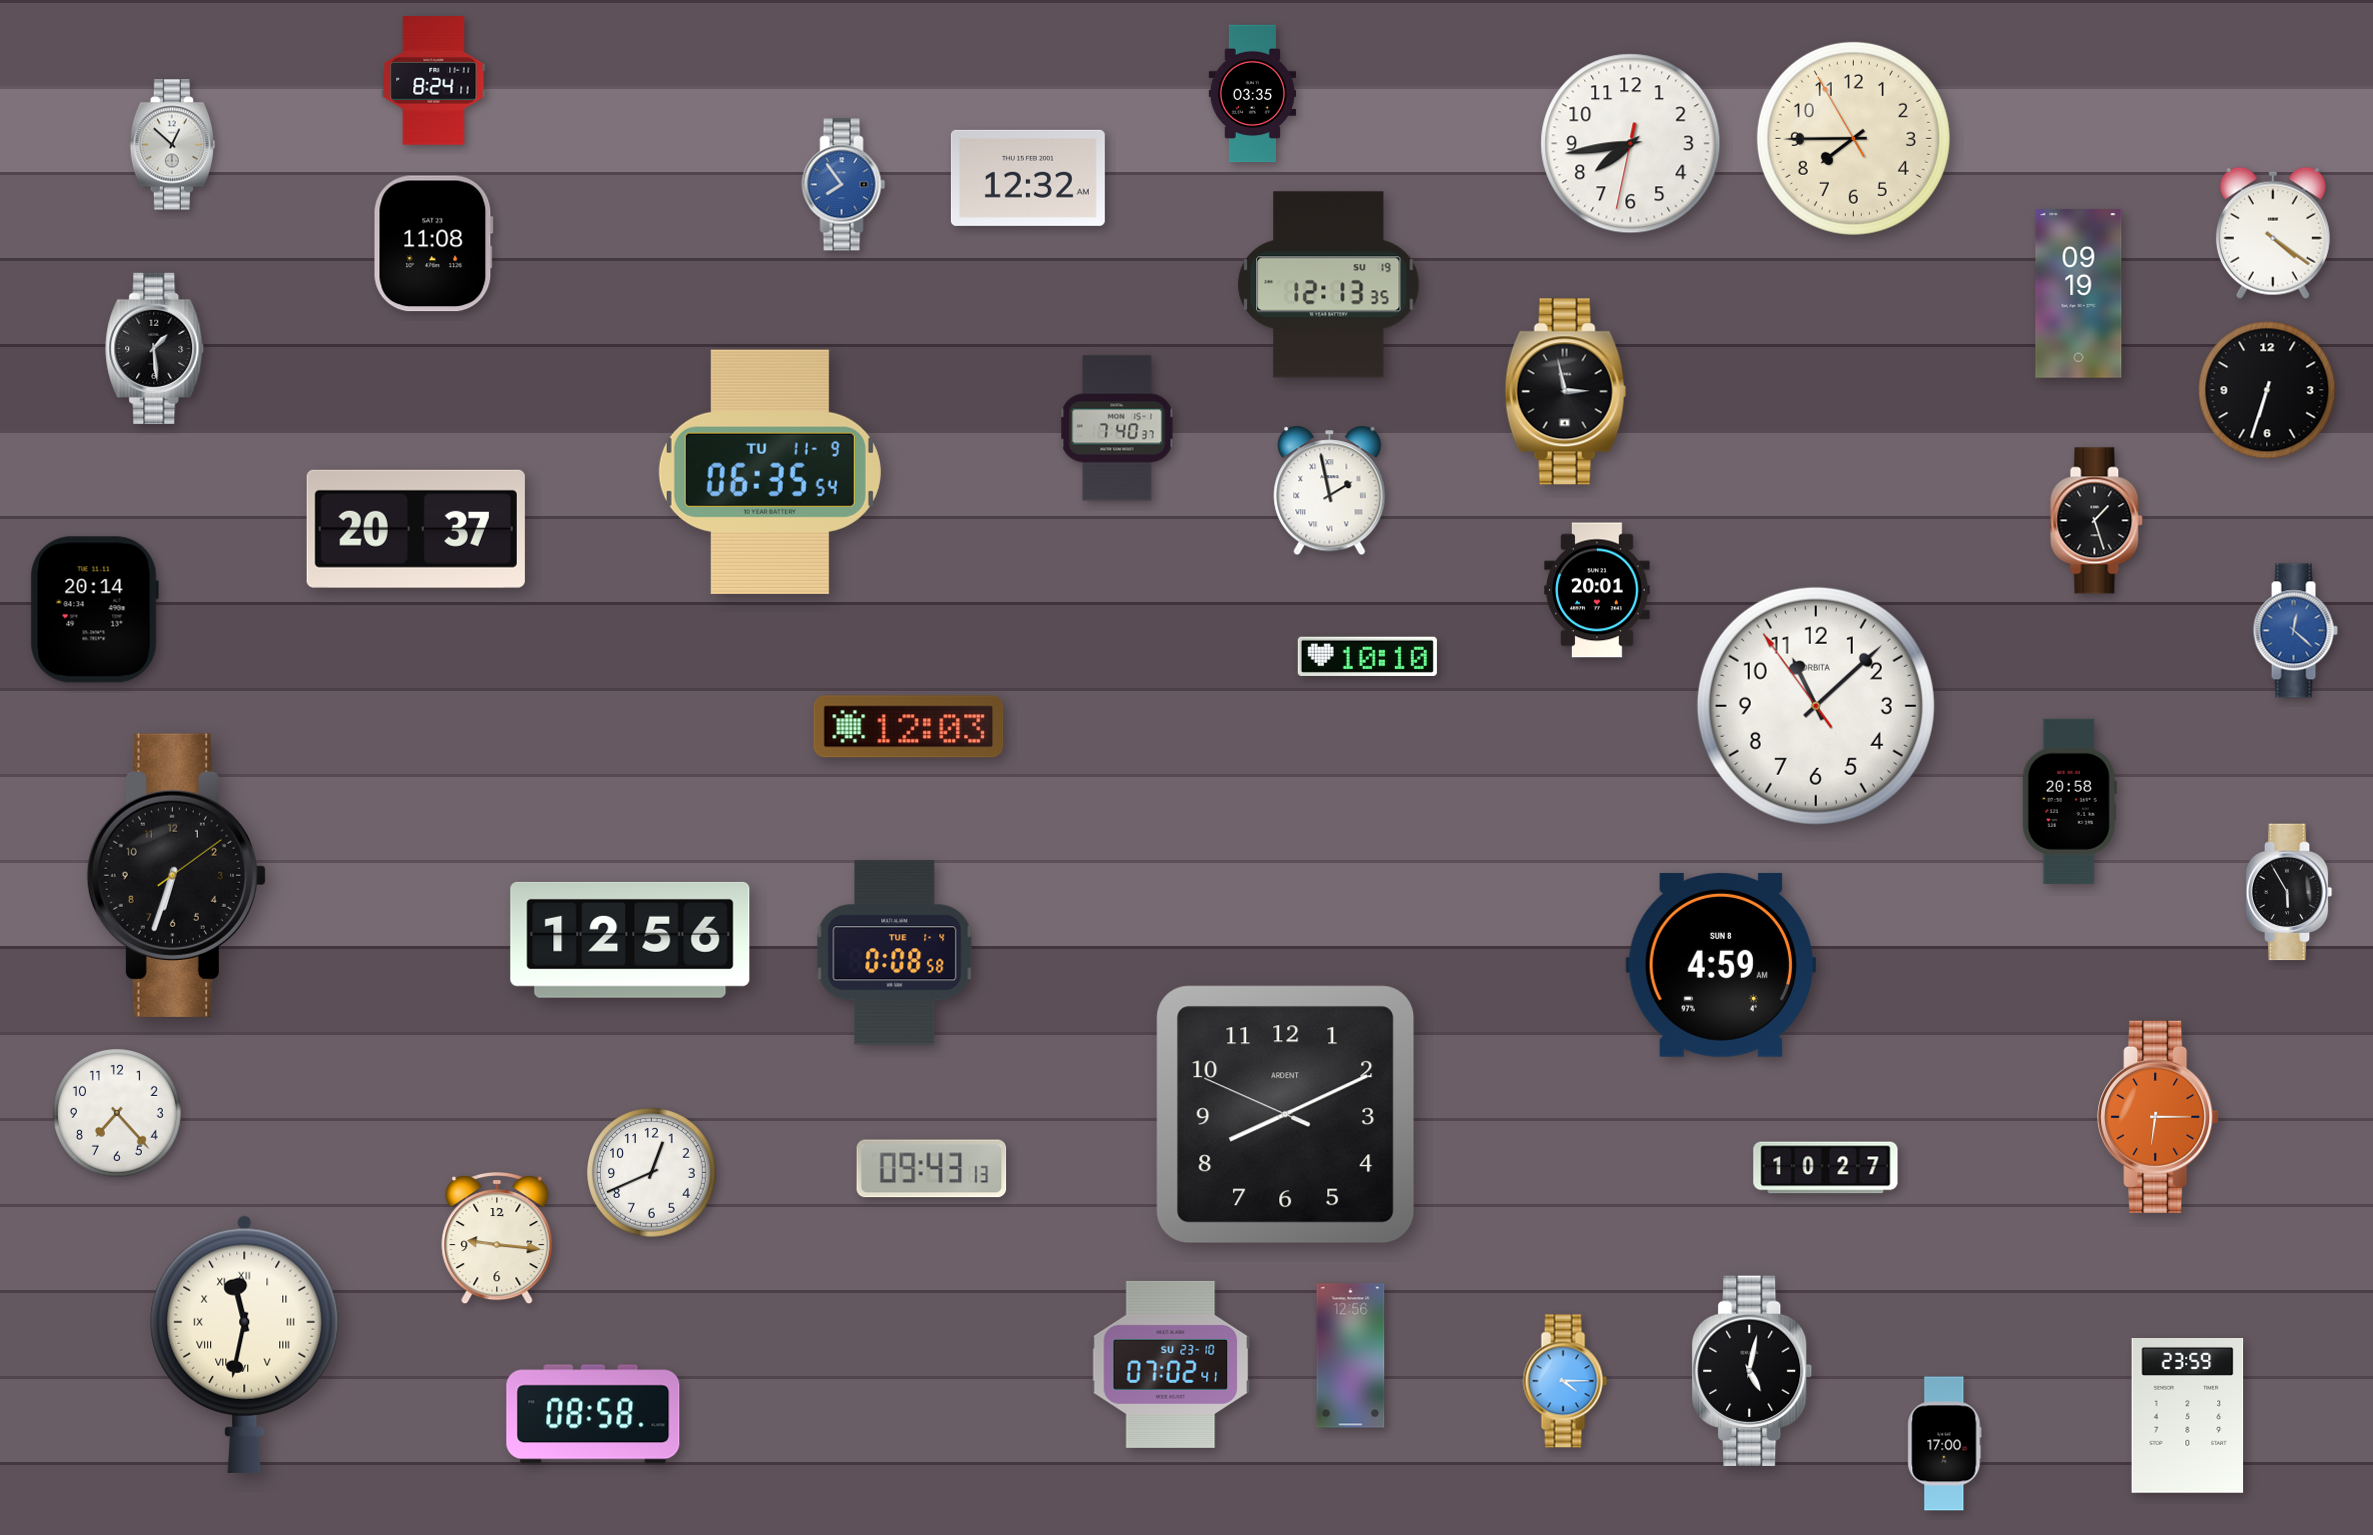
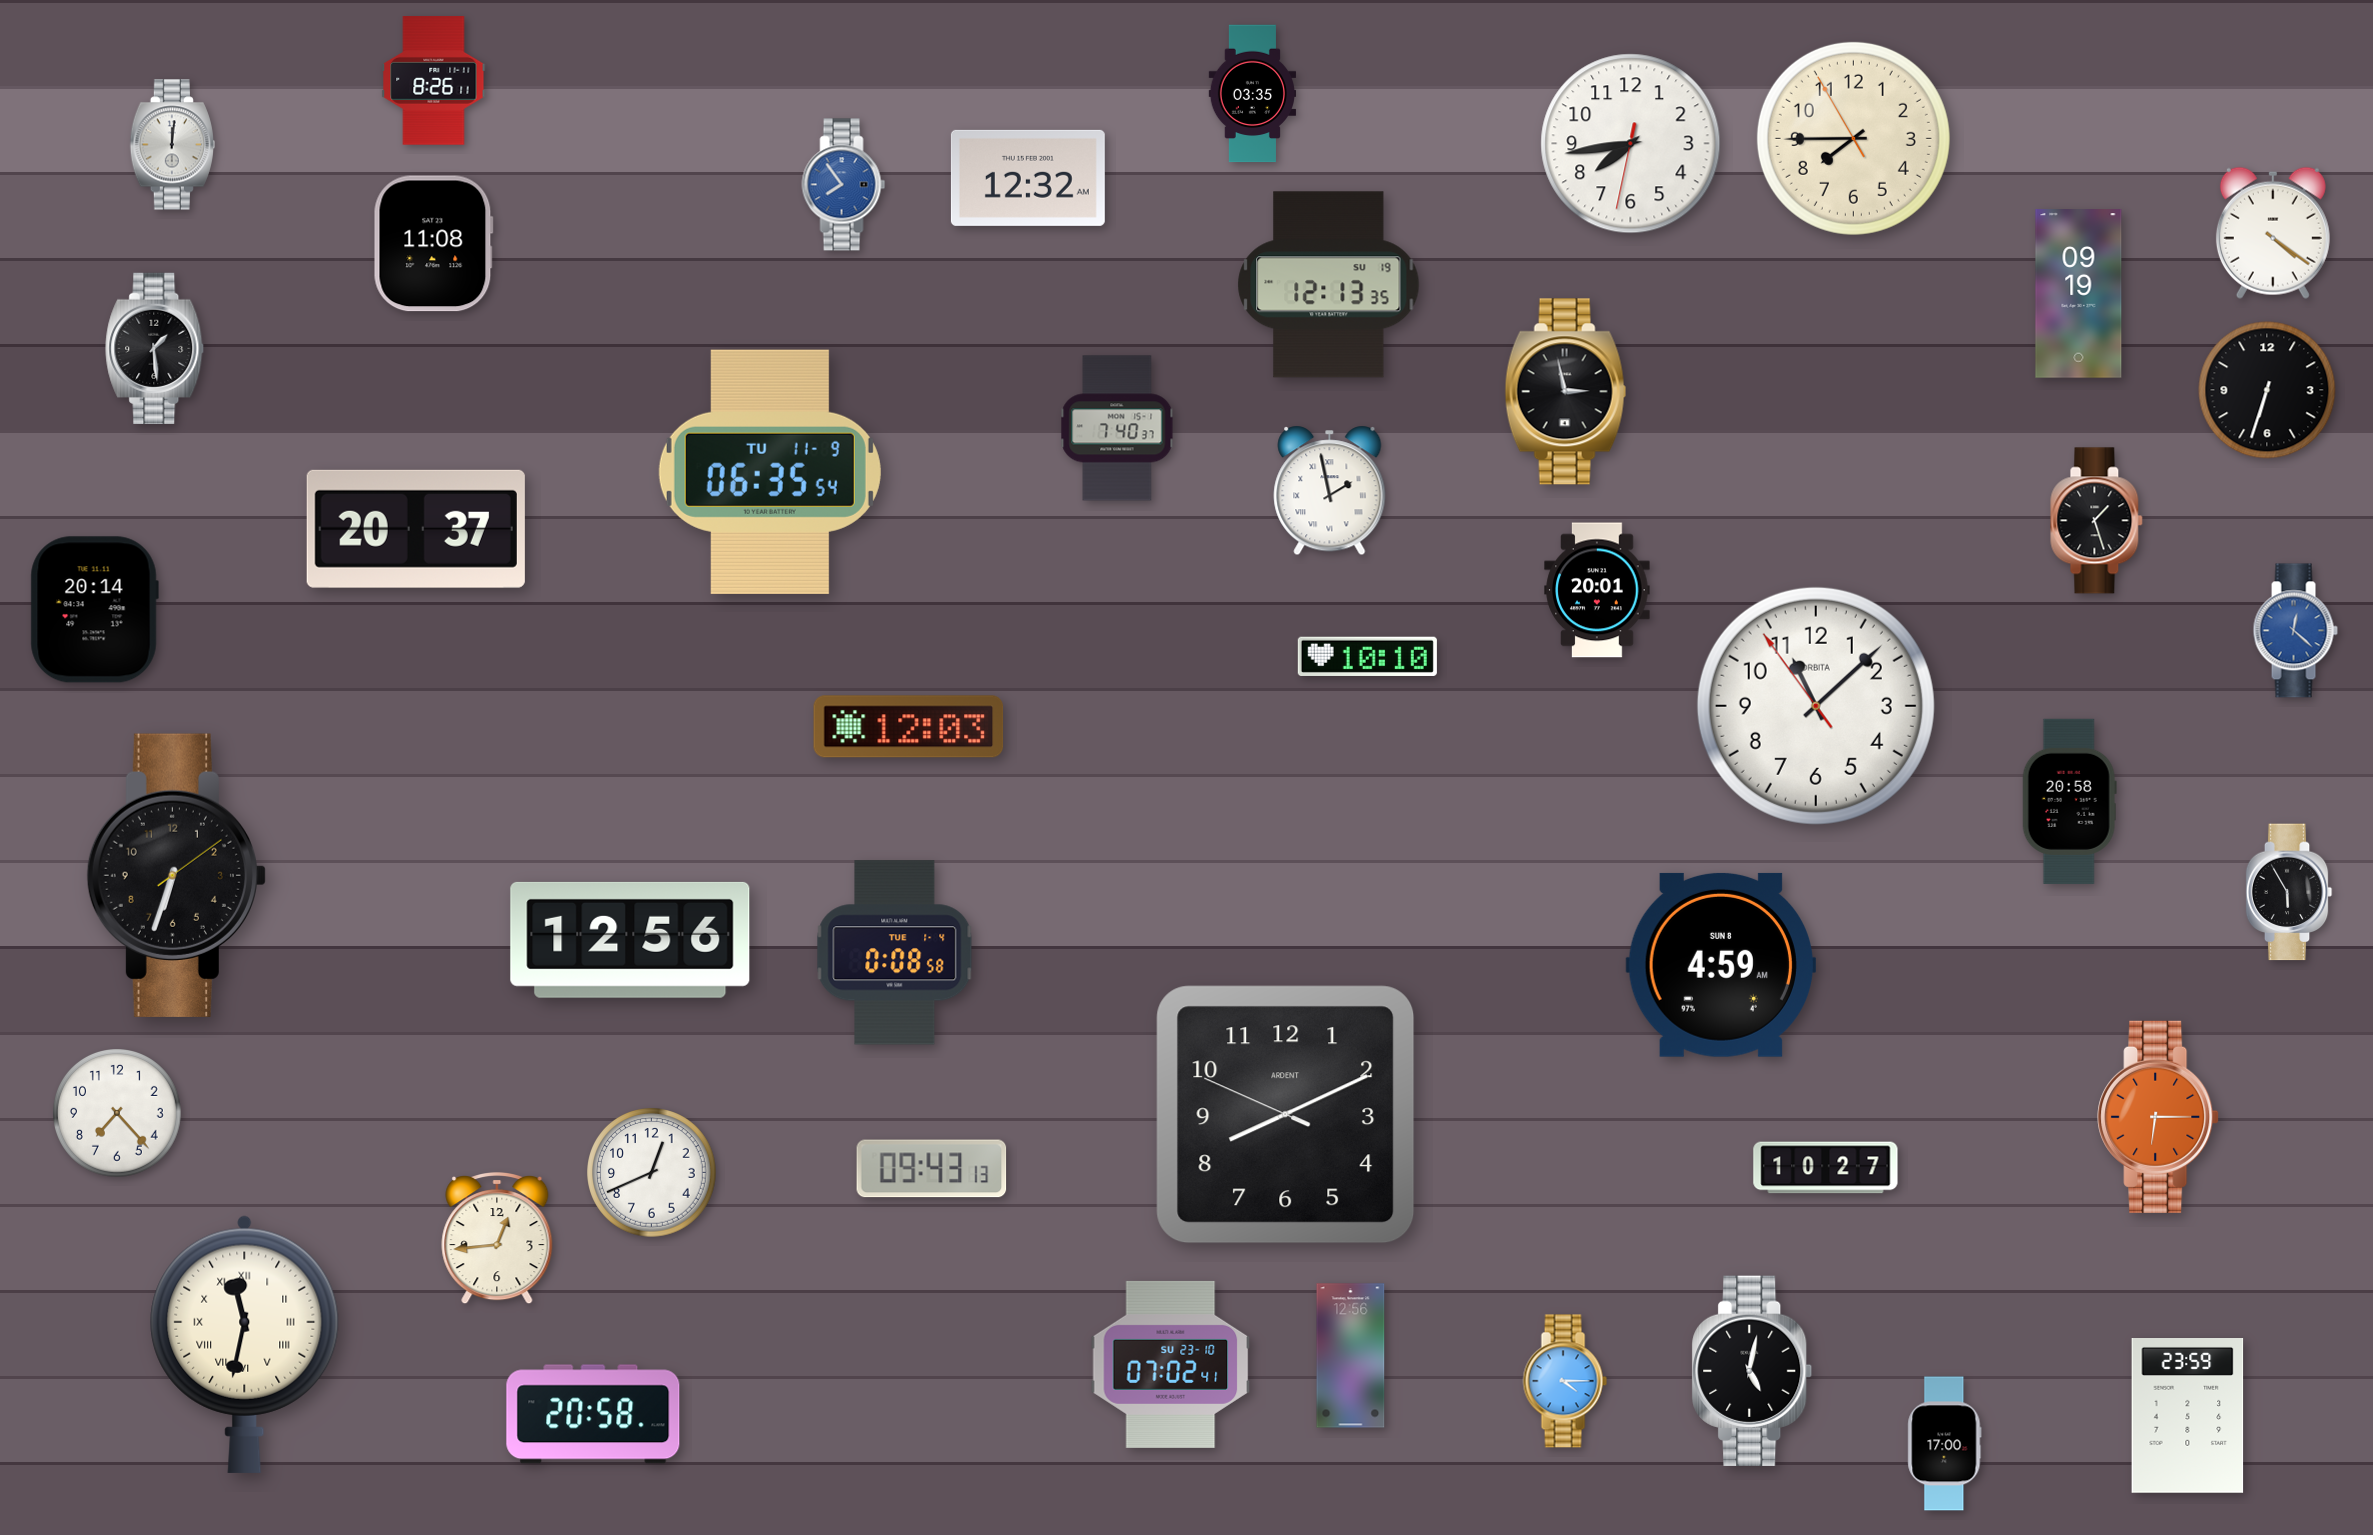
clock at (434, 81): 8:24 -> 8:26
clock at (172, 145): 12:52 -> 12:01
clock at (497, 1239): 9:16 -> 12:44
clock at (593, 1414): 08:58 -> 20:58
